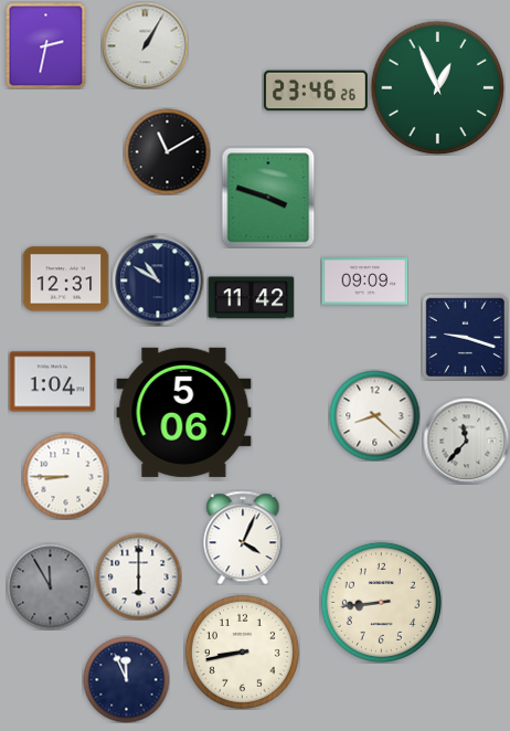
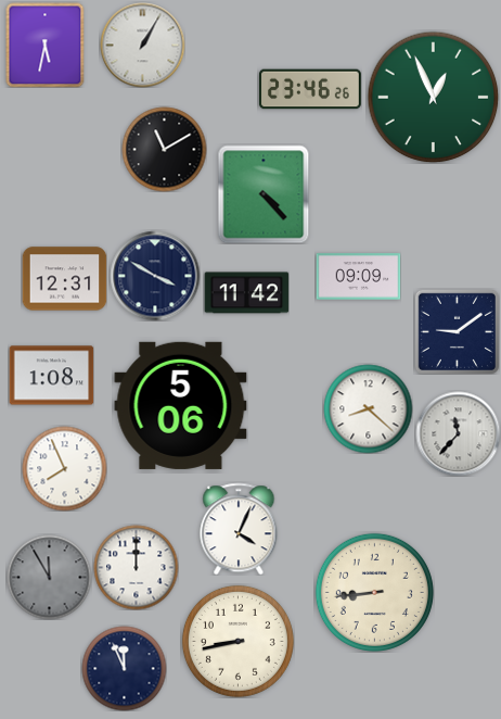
clock at (46, 45): 2:32 -> 5:32
clock at (437, 87) position: (437, 87) -> (433, 97)
clock at (268, 198): 3:48 -> 4:23
clock at (65, 279) position: (65, 279) -> (64, 279)
clock at (158, 280): 10:50 -> 3:50
clock at (465, 337): 9:18 -> 9:09
clock at (52, 382): 1:04 -> 1:08
clock at (65, 476): 8:45 -> 7:56
clock at (138, 576): 6:00 -> 12:00
